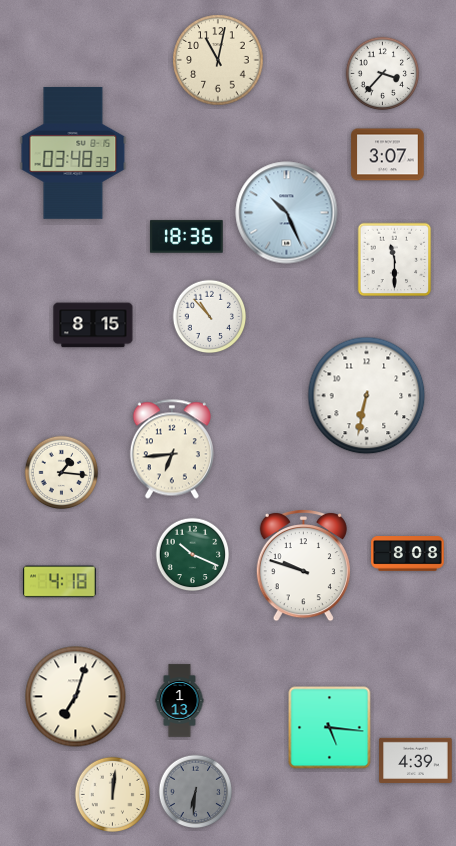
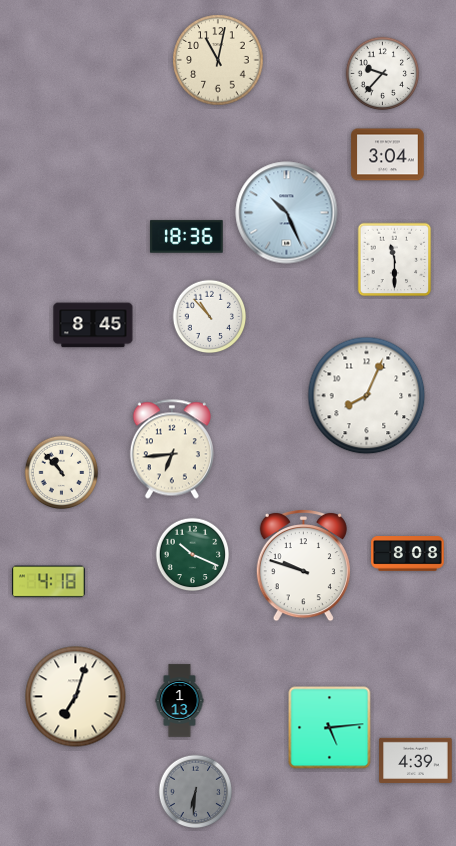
clock at (383, 74): 3:37 -> 9:37
clock at (73, 153): 03:48 -> none
clock at (388, 155): 3:07 -> 3:04
clock at (93, 325): 8:15 -> 8:45
clock at (367, 396): 6:32 -> 8:04
clock at (62, 473): 1:16 -> 10:53
clock at (60, 582) position: (60, 582) -> (49, 582)
clock at (330, 728): 5:16 -> 5:14
clock at (112, 794): 12:01 -> none
